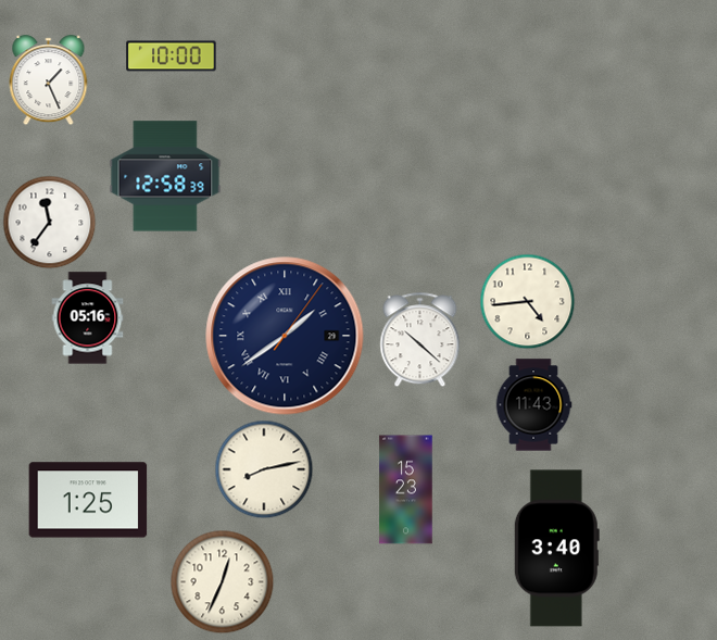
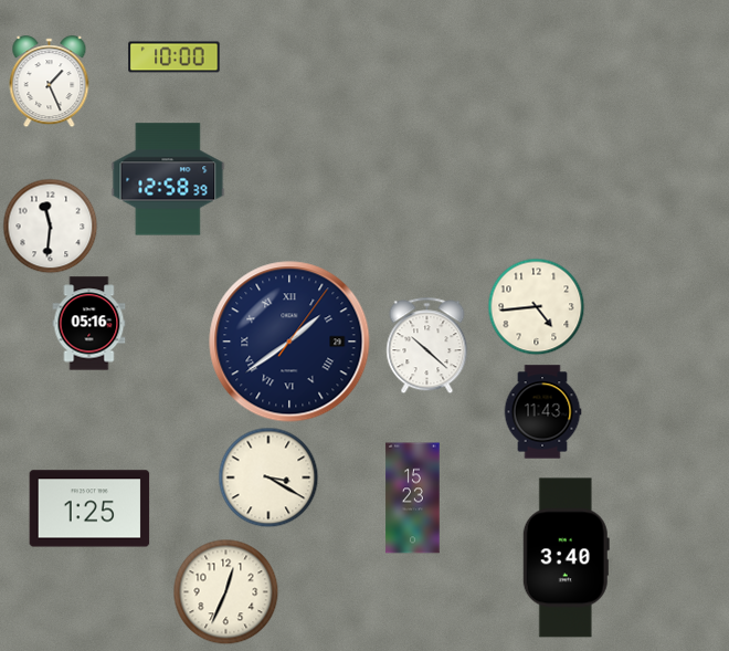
clock at (49, 222): 11:36 -> 11:31
clock at (264, 469): 8:13 -> 3:20
